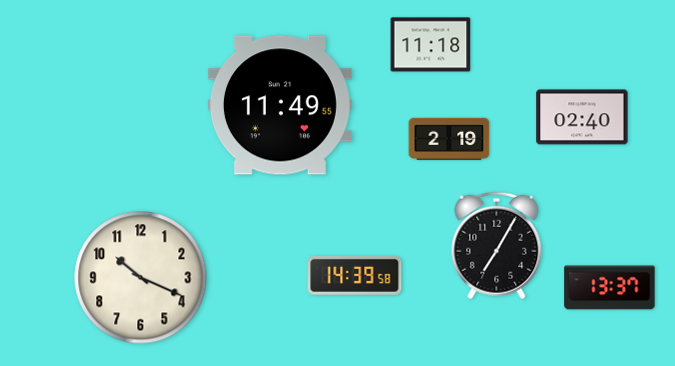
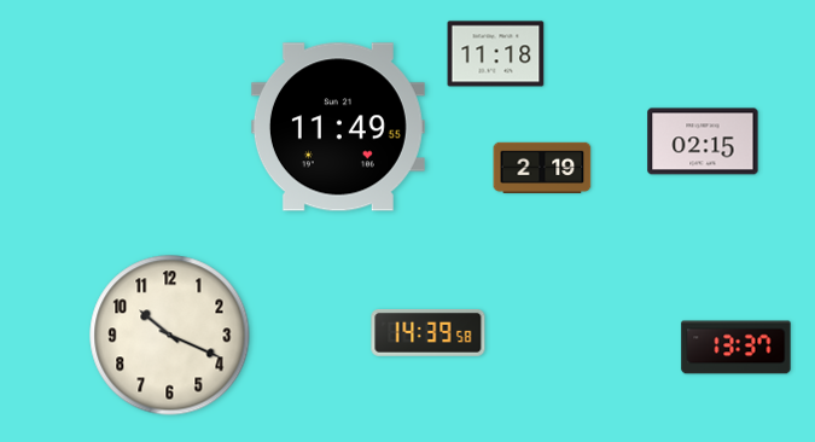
clock at (431, 45) position: (431, 45) -> (496, 54)
clock at (582, 117): 02:40 -> 02:15
clock at (497, 246): 7:05 -> none
